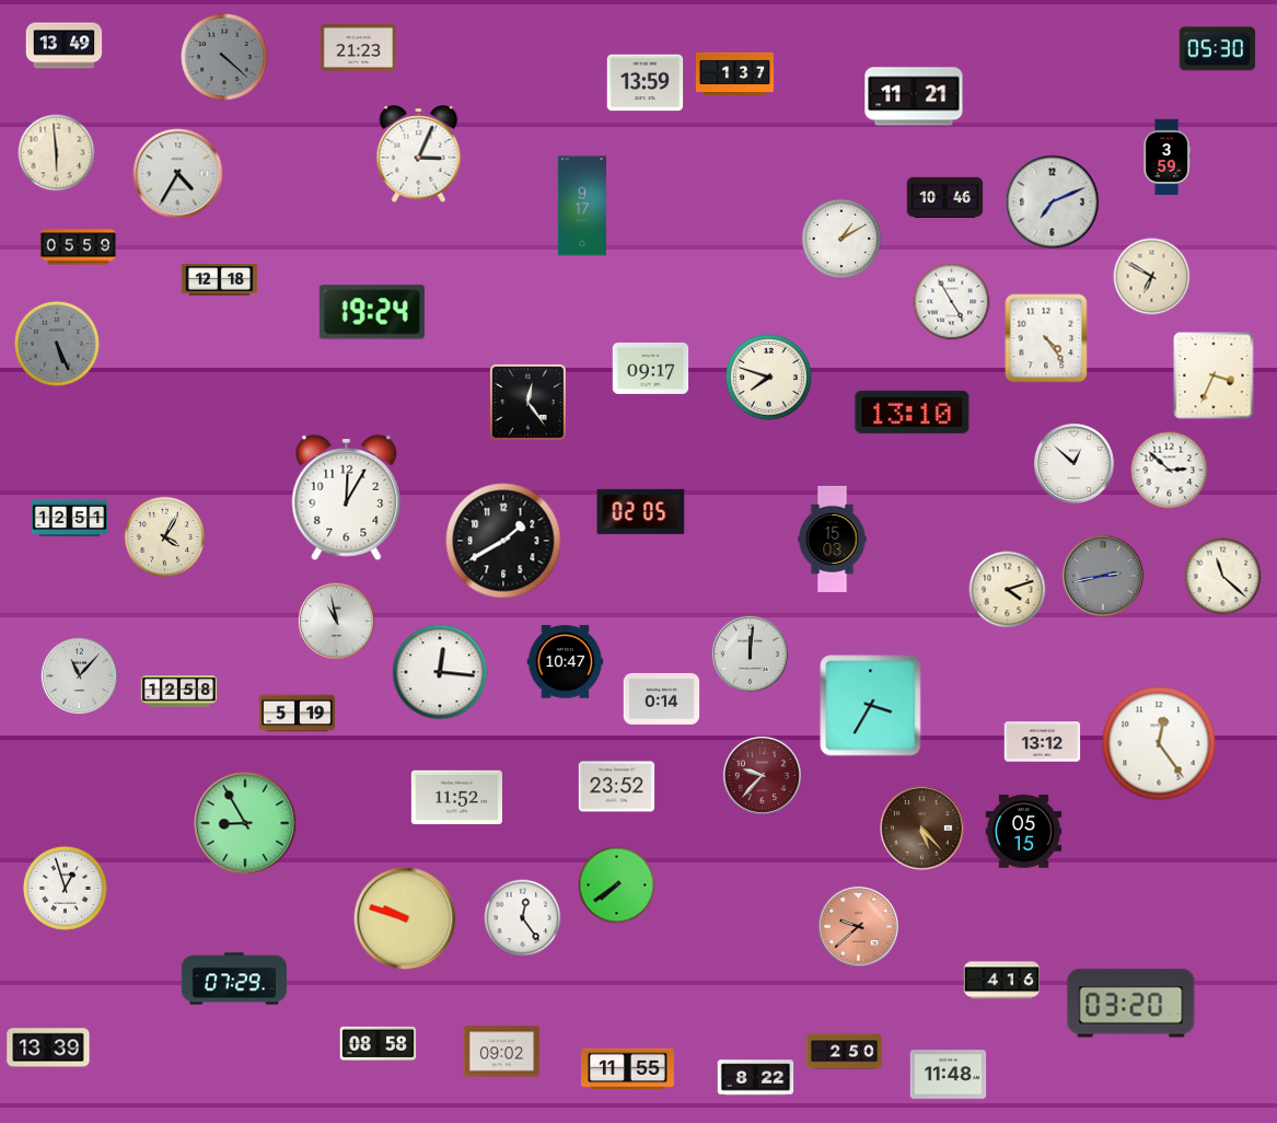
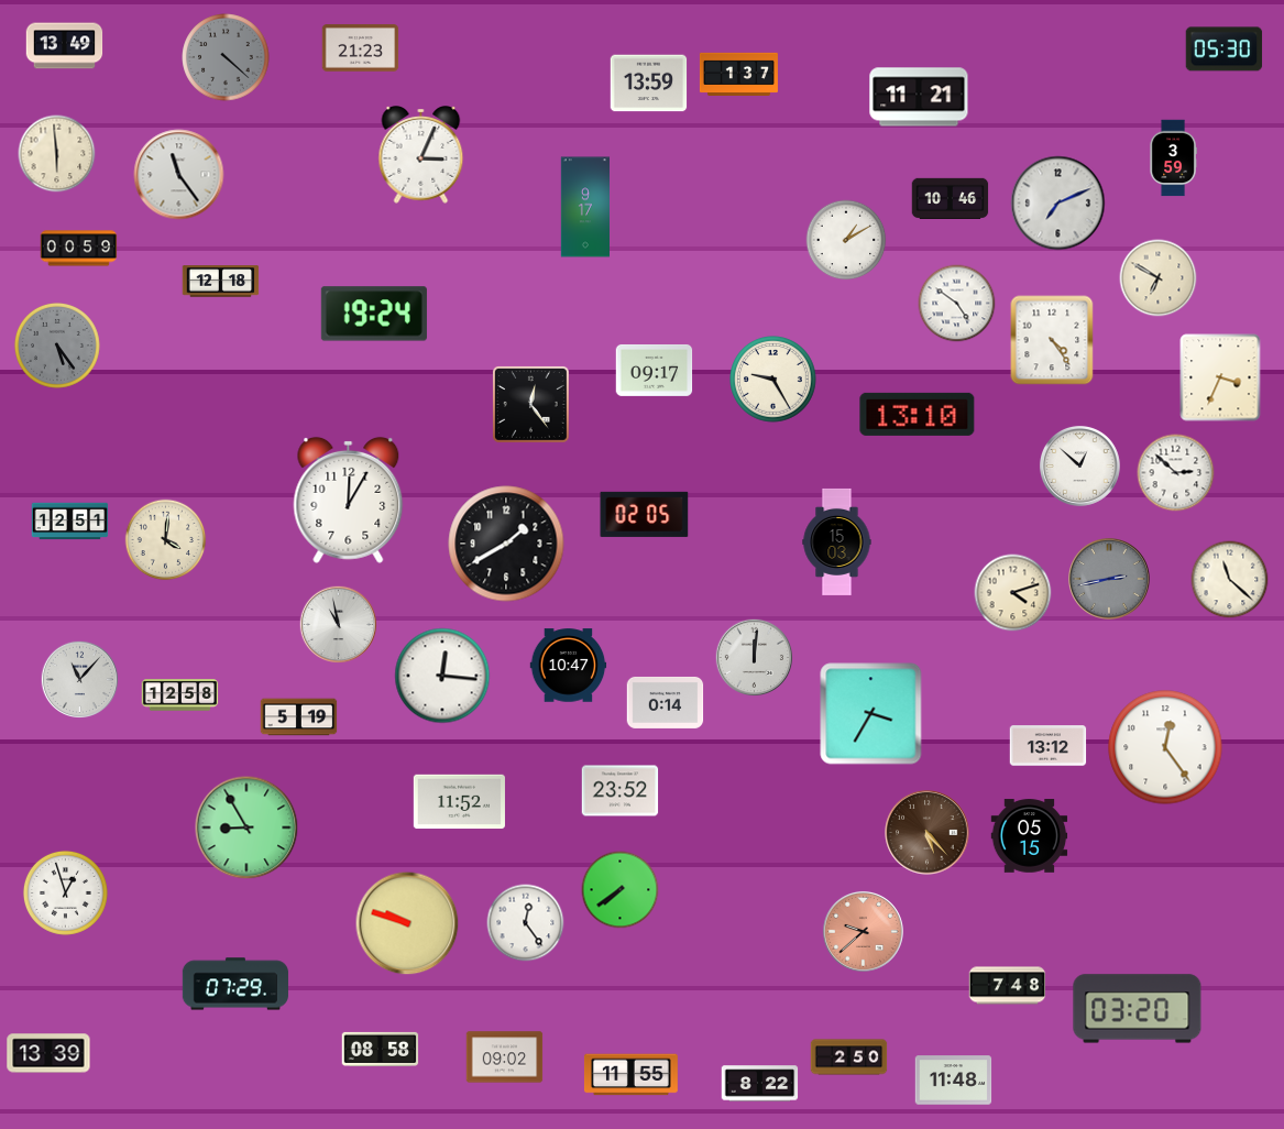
clock at (178, 174): 4:35 -> 11:24
clock at (79, 247): 05:59 -> 00:59
clock at (952, 302): 4:55 -> 4:51
clock at (57, 344): 5:26 -> 5:24
clock at (769, 378): 7:48 -> 9:25
clock at (165, 537): 4:05 -> 4:01
clock at (871, 706) position: (871, 706) -> (871, 714)
clock at (762, 775): 9:37 -> none
clock at (1002, 981): 4:16 -> 7:48
